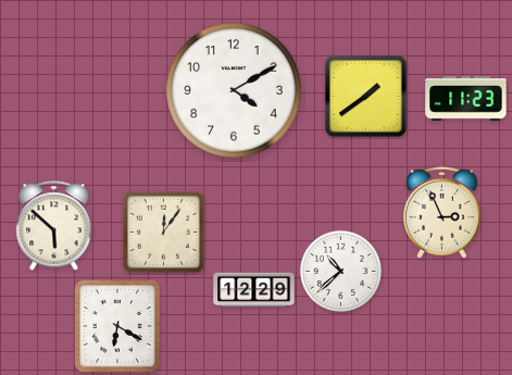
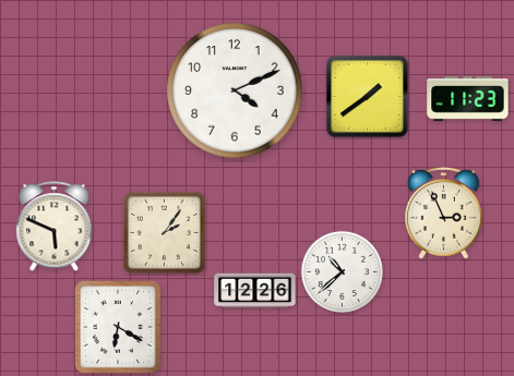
clock at (234, 90): 4:10 -> 4:11
clock at (54, 226): 5:52 -> 5:49
clock at (163, 232): 12:06 -> 2:06
clock at (254, 290): 12:29 -> 12:26
